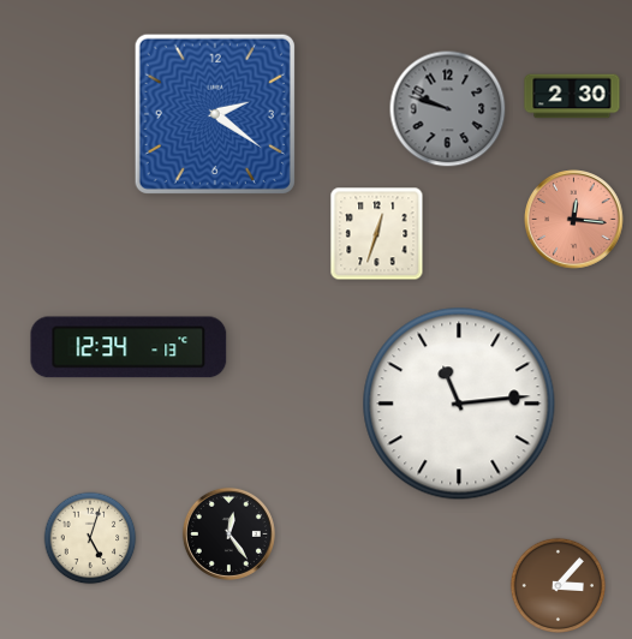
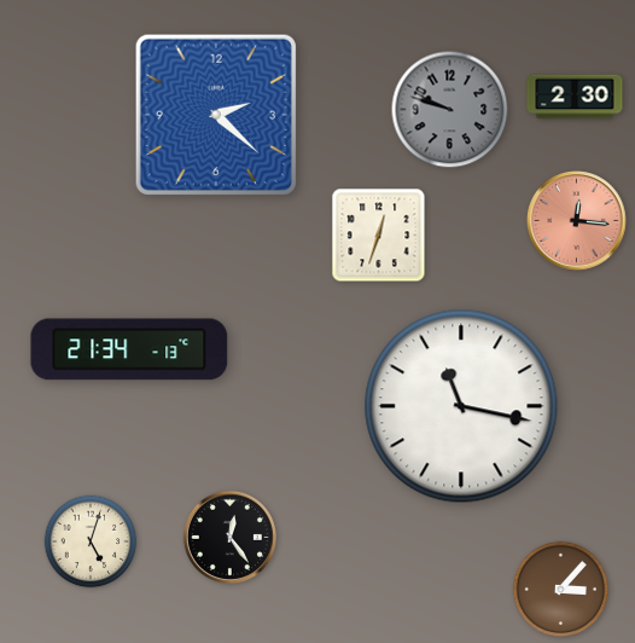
clock at (215, 114): 2:21 -> 2:22
clock at (129, 347): 12:34 -> 21:34
clock at (459, 404): 11:14 -> 11:17
